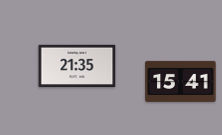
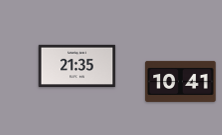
clock at (181, 81): 15:41 -> 10:41
